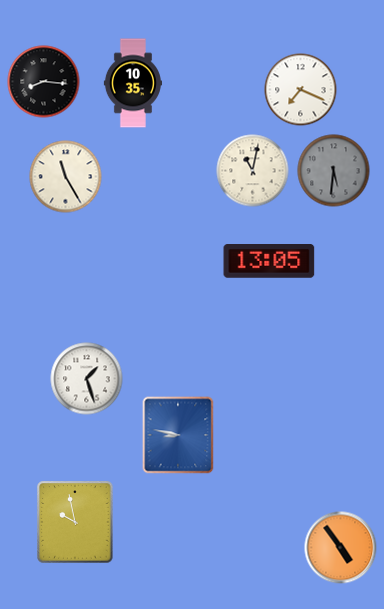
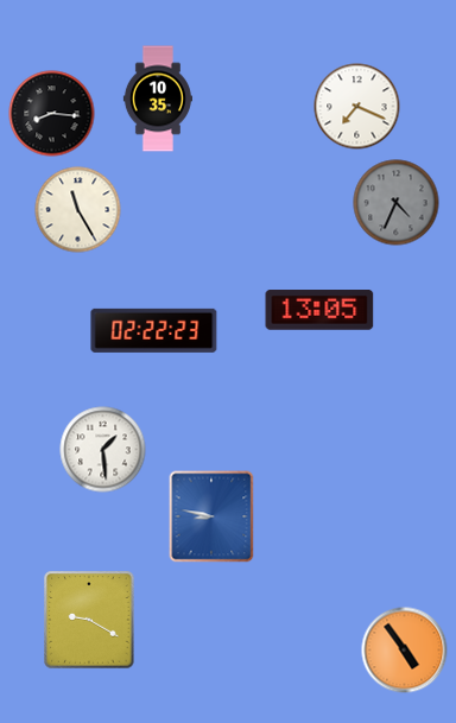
clock at (44, 82) position: (44, 82) -> (52, 114)
clock at (253, 171): 11:02 -> none
clock at (334, 171): 5:31 -> 4:34
clock at (154, 330): none -> 02:22
clock at (87, 379): 1:27 -> 1:29
clock at (75, 522): 9:58 -> 9:20
